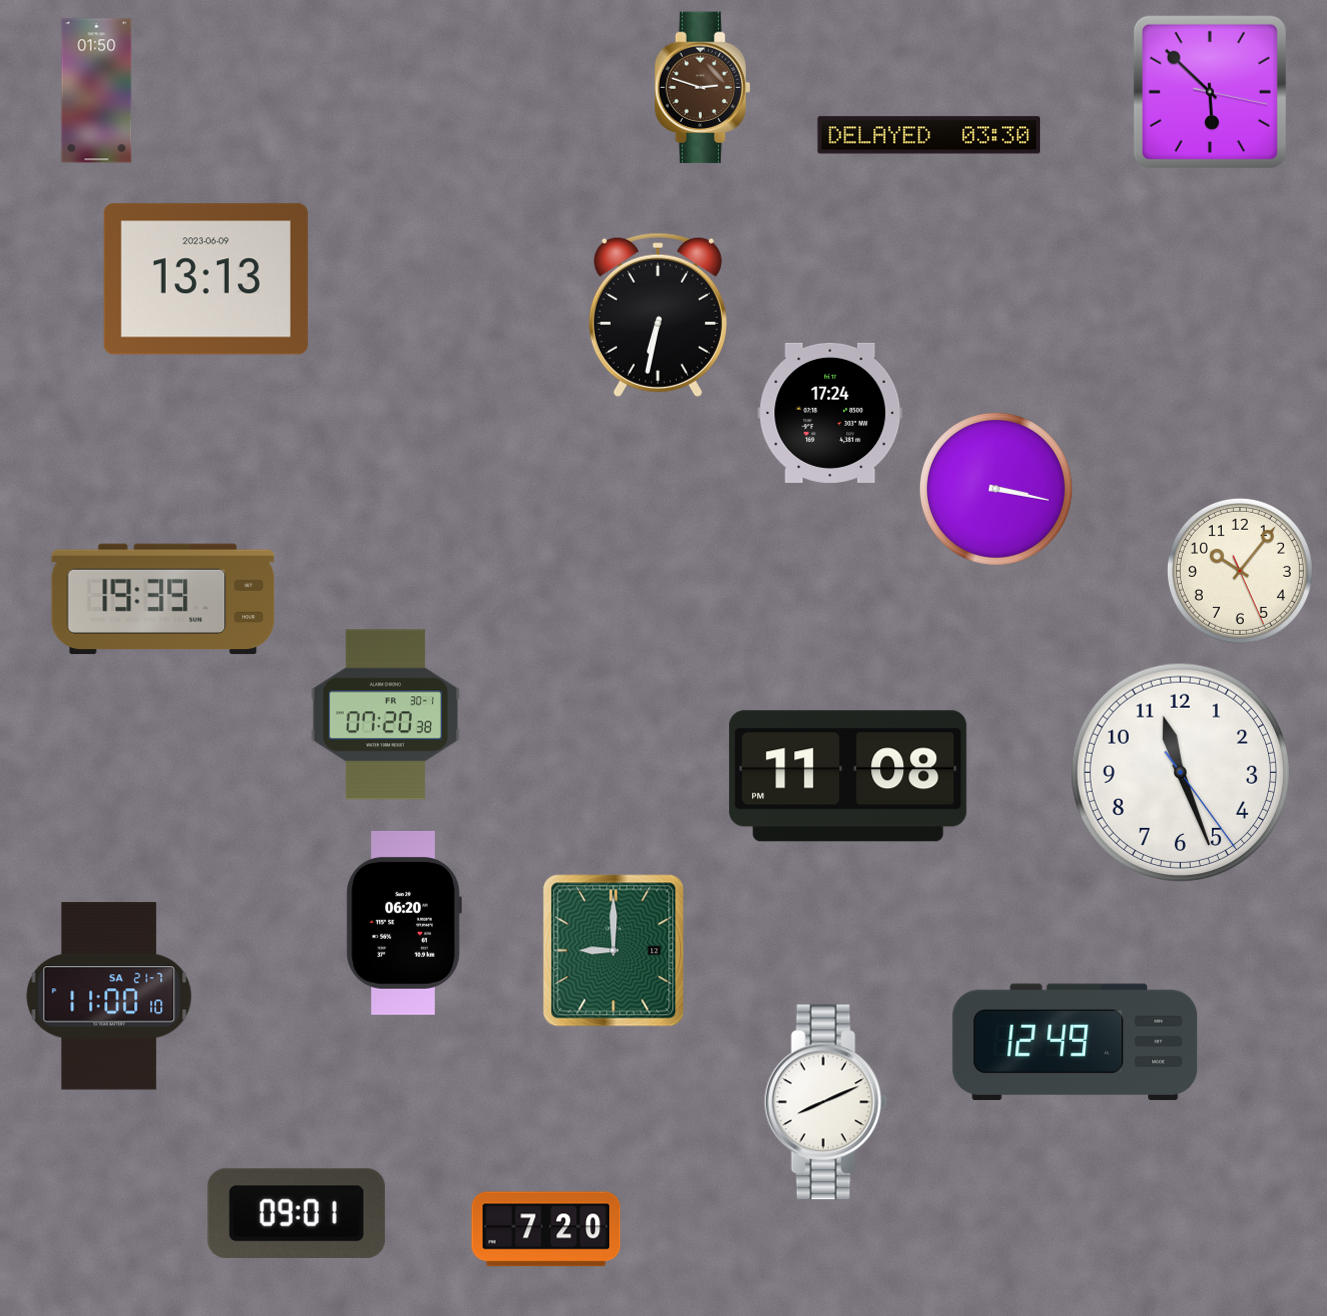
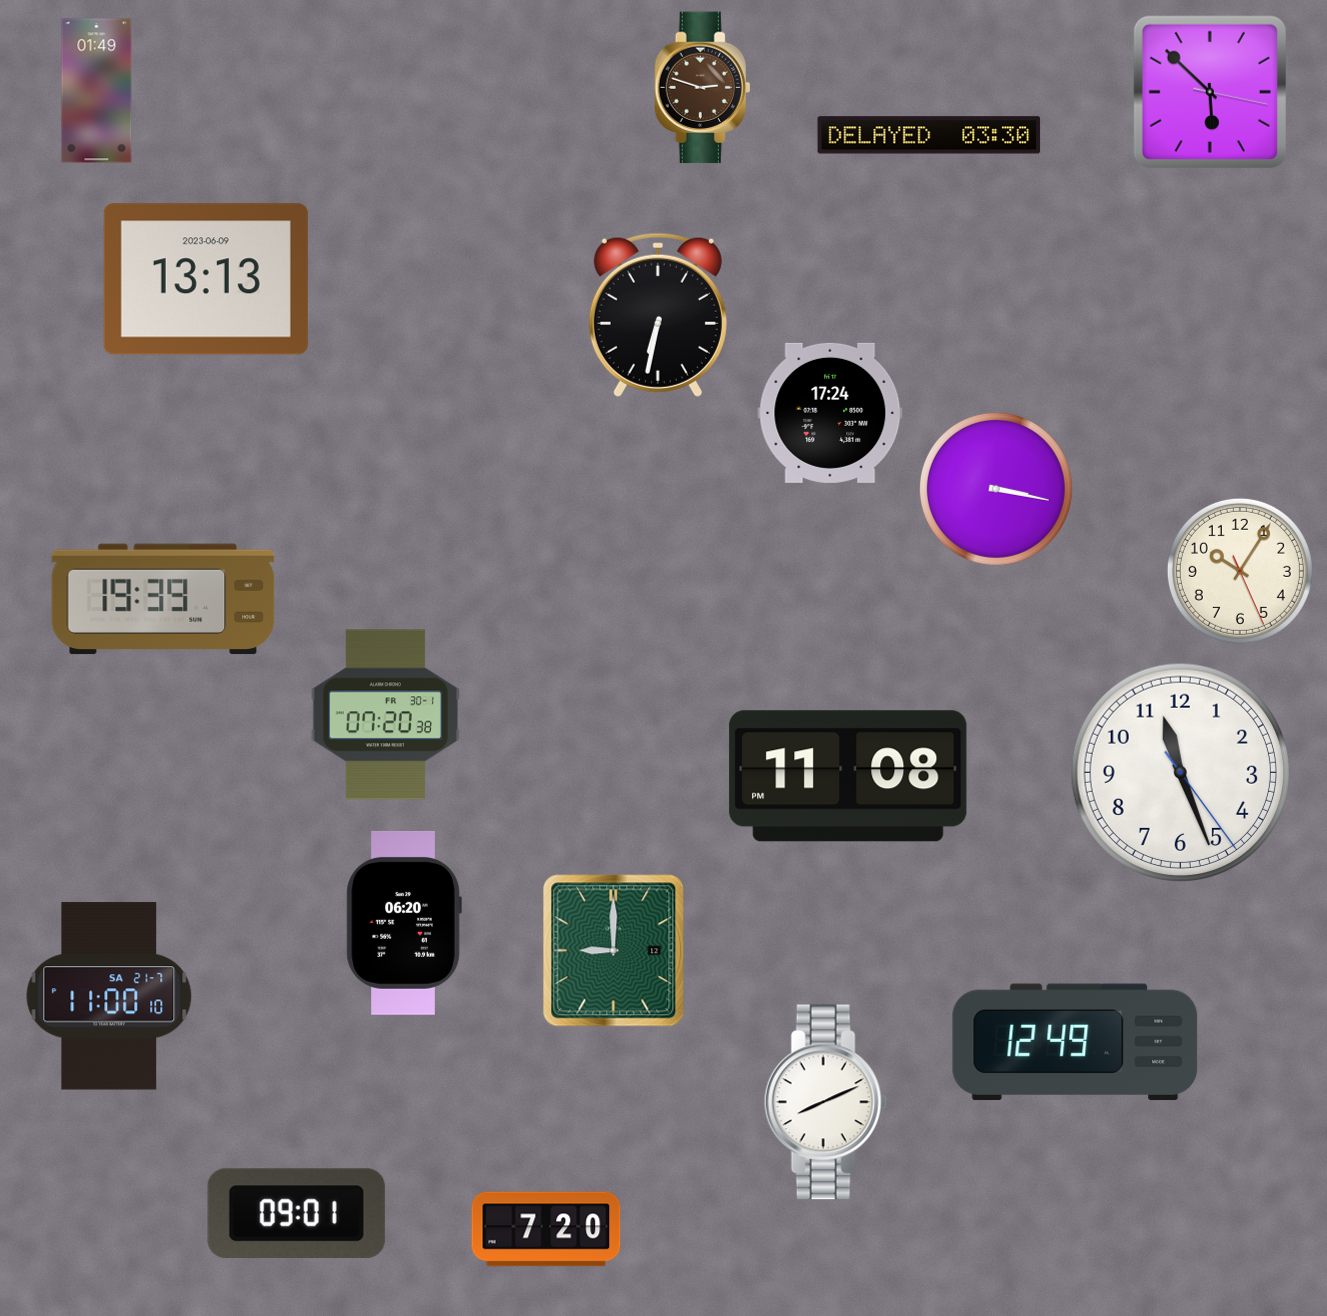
clock at (97, 91): 01:50 -> 01:49
clock at (1240, 571): 10:06 -> 10:05
